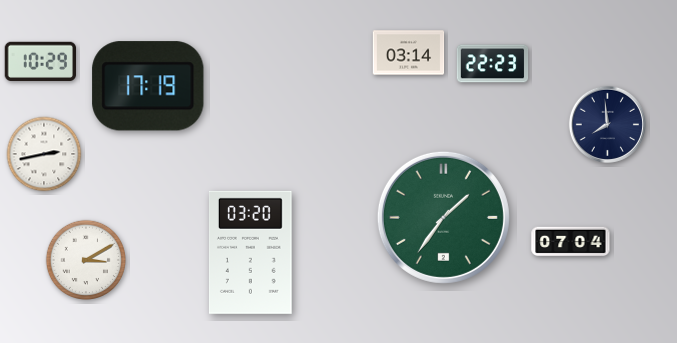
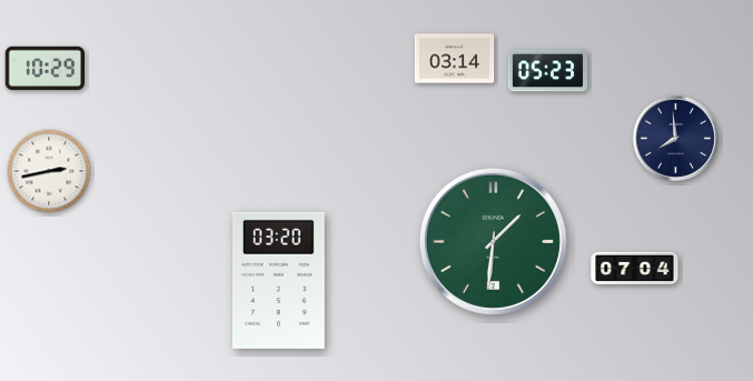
clock at (493, 64): 22:23 -> 05:23
clock at (148, 86): 17:19 -> none
clock at (443, 217): 1:36 -> 1:31
clock at (86, 260): 3:10 -> none
